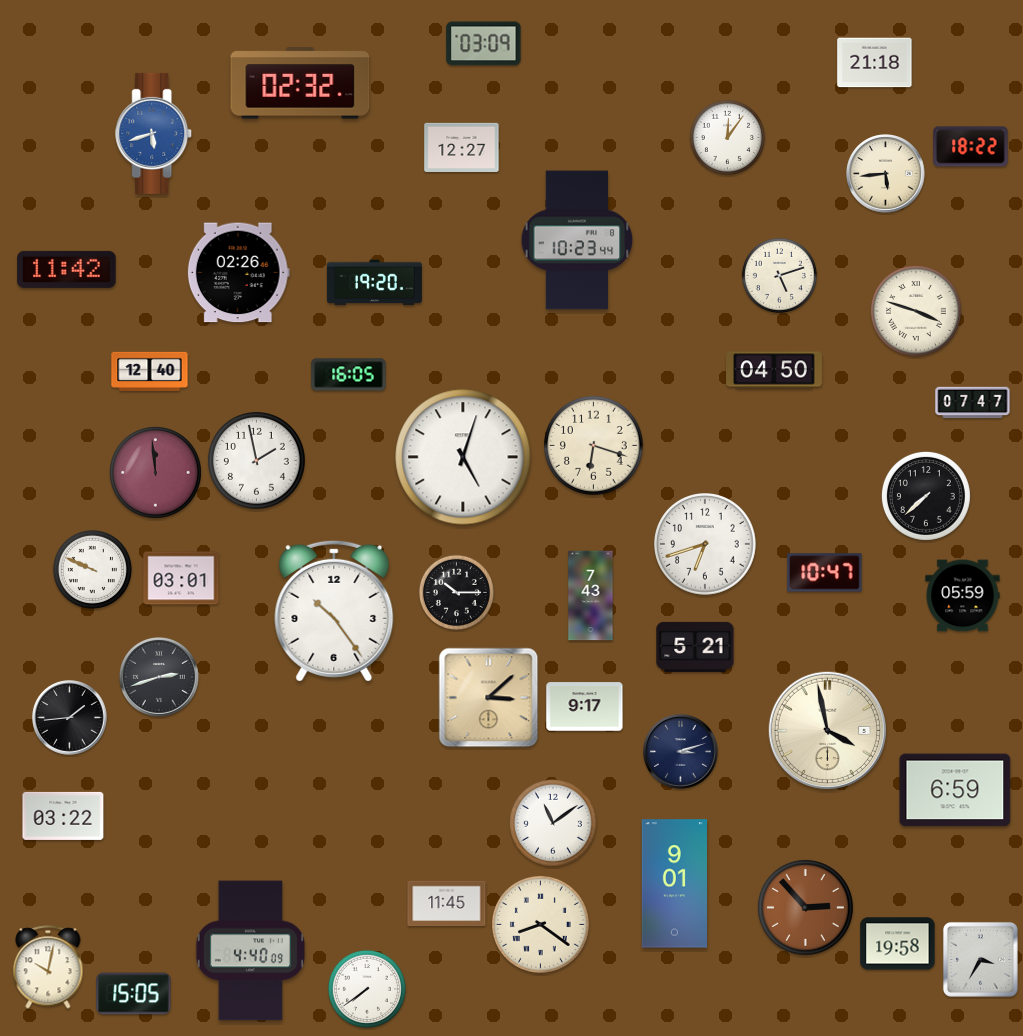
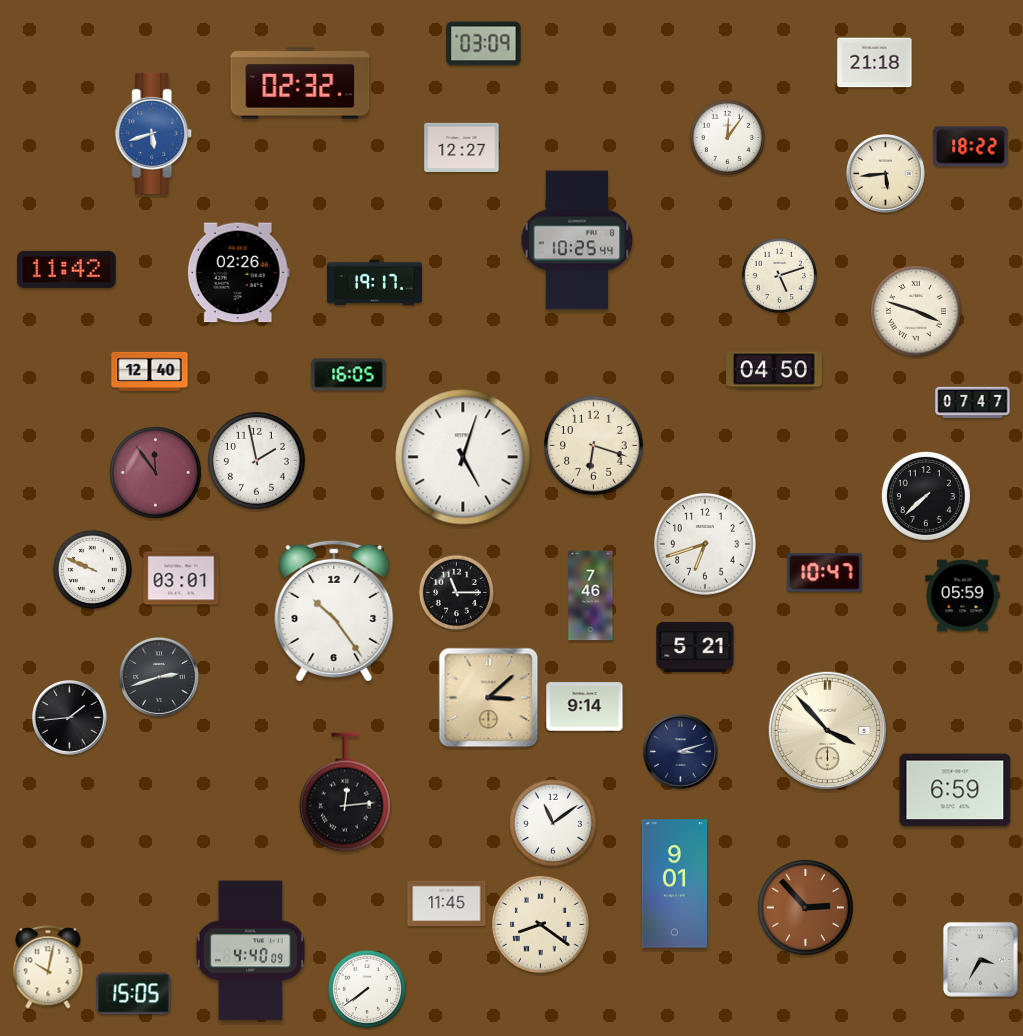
clock at (577, 240): 10:23 -> 10:25
clock at (374, 283): 19:20 -> 19:17
clock at (155, 472): 11:59 -> 11:54
clock at (456, 592): 10:15 -> 11:15
clock at (591, 596): 7:43 -> 7:46
clock at (585, 707): 9:17 -> 9:14
clock at (827, 730): 3:58 -> 3:53
clock at (345, 792): none -> 12:14
clock at (63, 816): 03:22 -> none
clock at (898, 944): 19:58 -> none
